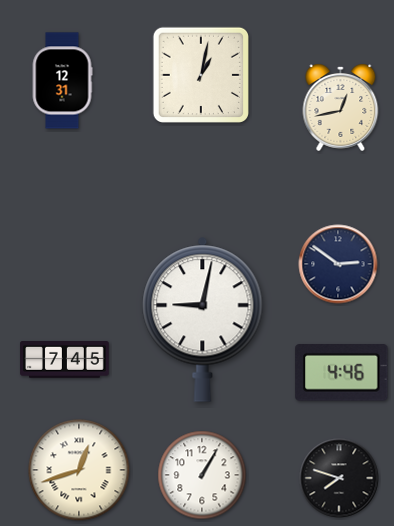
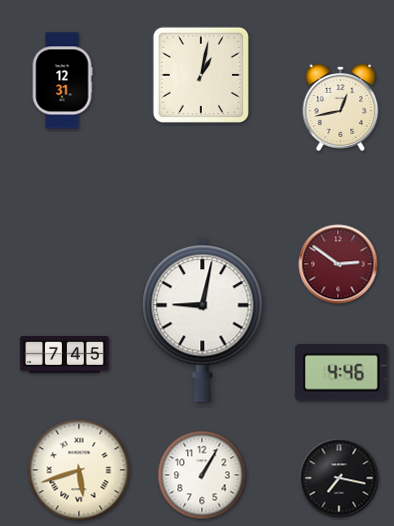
clock at (338, 264) dial: navy -> burgundy
clock at (65, 360) position: (65, 360) -> (65, 355)
clock at (79, 470): 12:42 -> 5:42
clock at (339, 478): 7:48 -> 7:17
